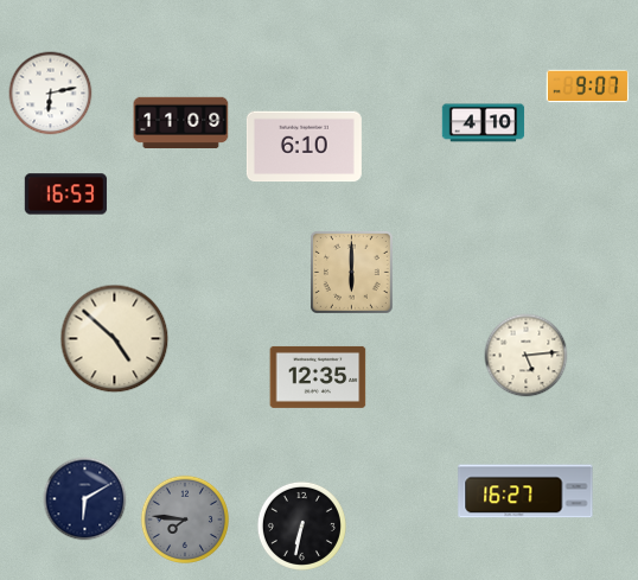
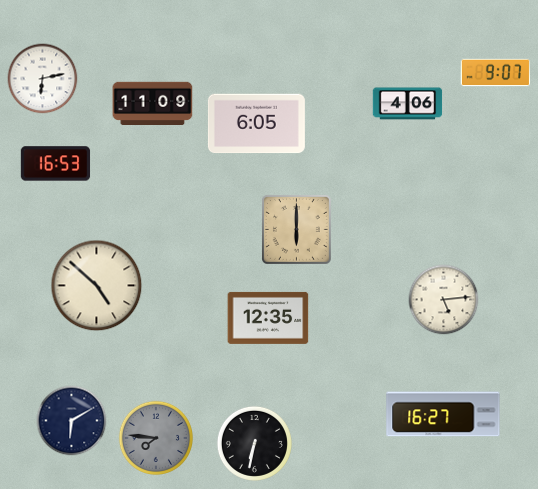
clock at (484, 123): 4:10 -> 4:06
clock at (304, 147): 6:10 -> 6:05
